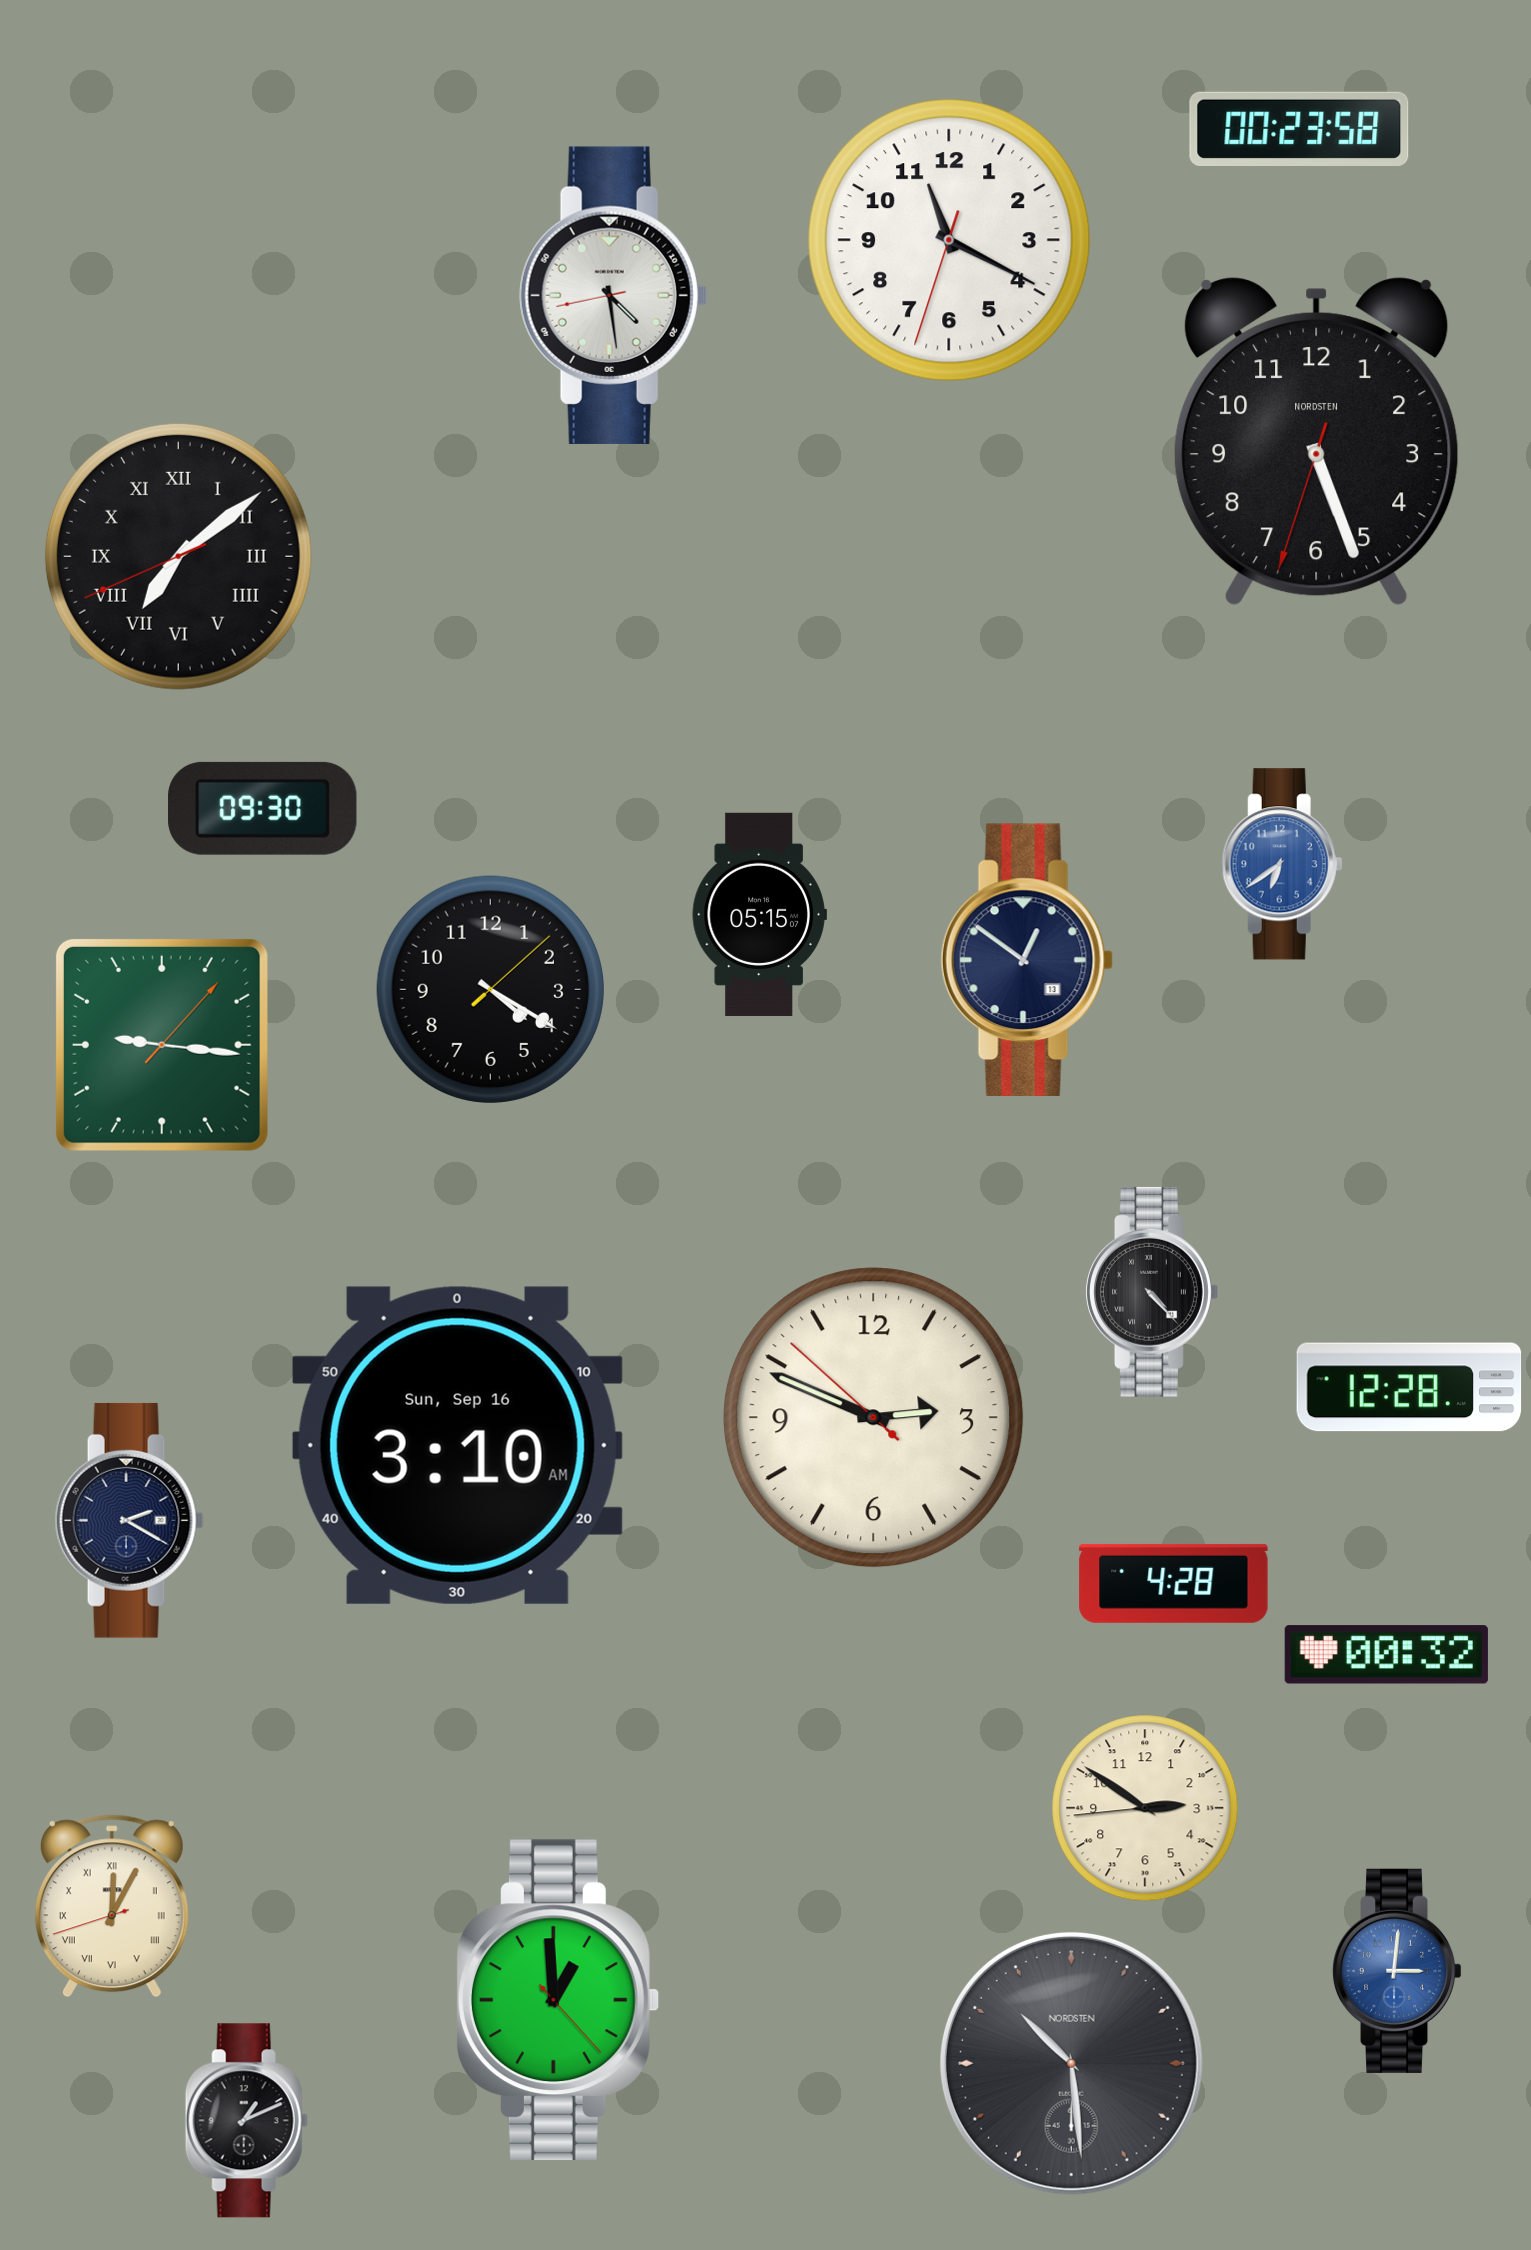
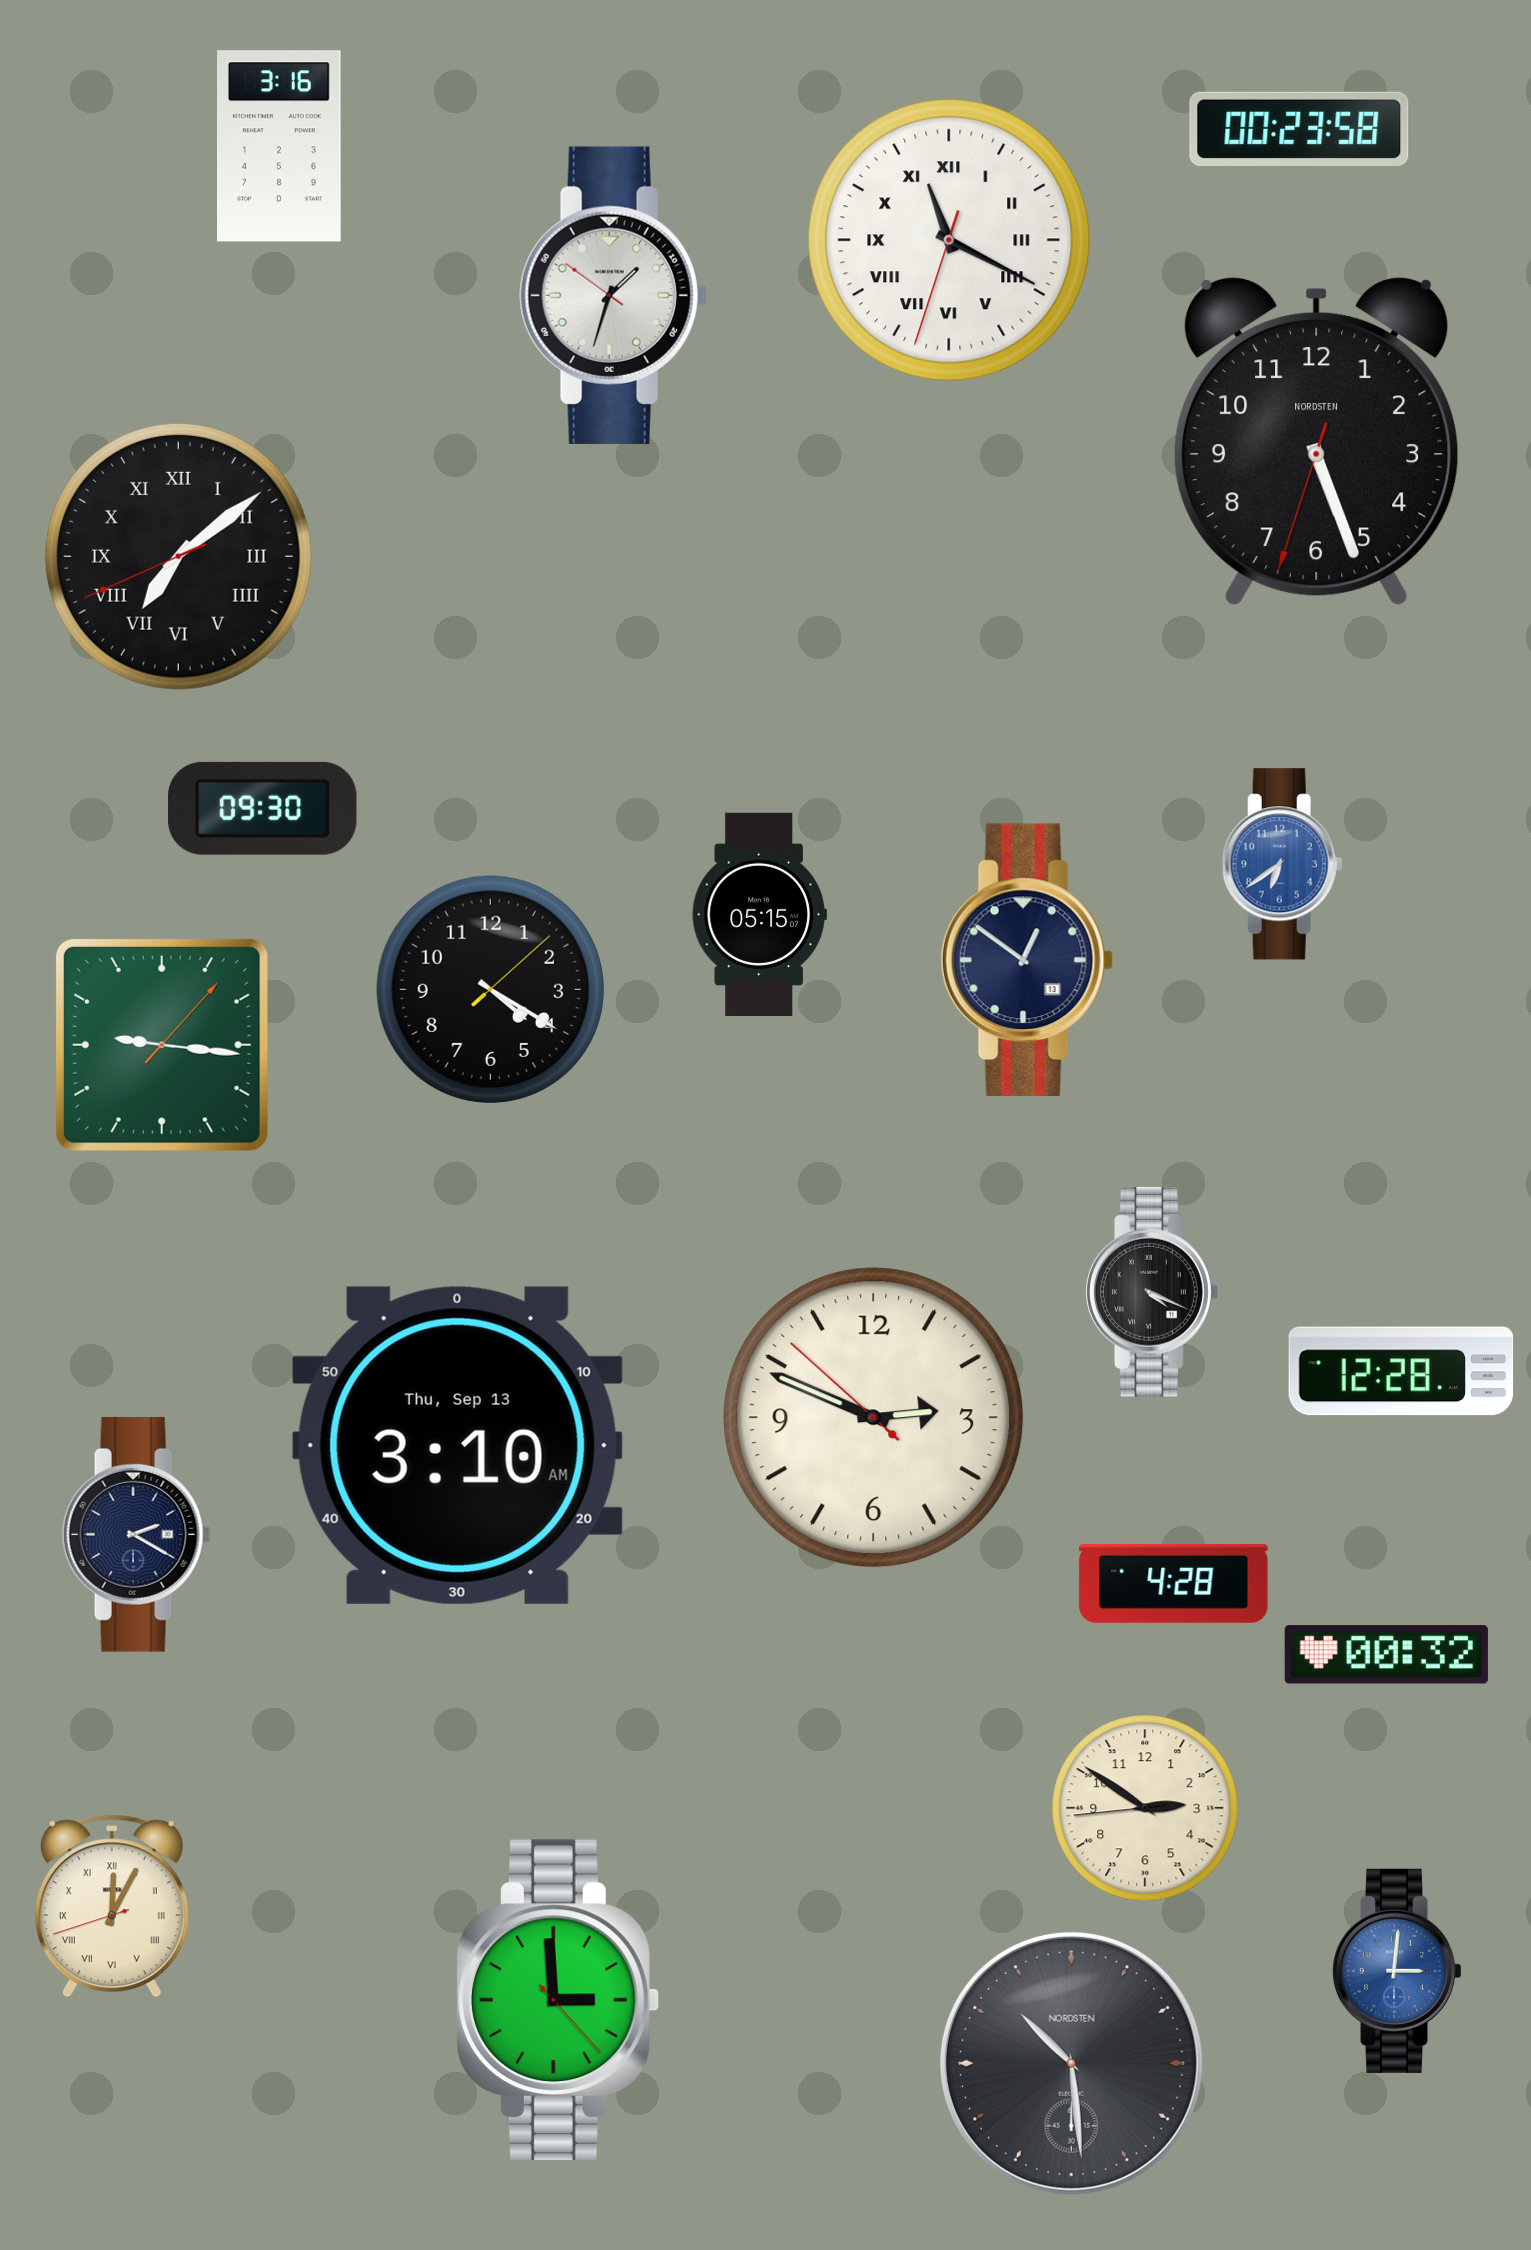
clock at (280, 146): none -> 3:16
clock at (949, 240) numerals: Arabic -> Roman
clock at (613, 295): 4:28 -> 1:32
clock at (1152, 1292): 4:23 -> 4:19
clock at (1409, 1387) position: (1409, 1387) -> (1401, 1371)
clock at (457, 1445) date: Sun, Sep 16 -> Thu, Sep 13
clock at (129, 1520) position: (129, 1520) -> (136, 1534)
clock at (557, 2000): 12:59 -> 2:59
clock at (246, 2121): 1:11 -> none
